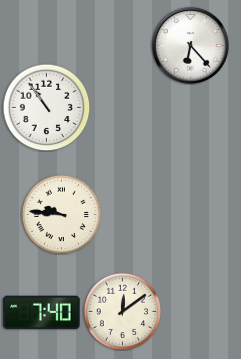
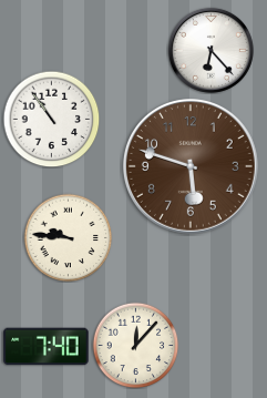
clock at (191, 166): none -> 5:48
clock at (122, 311): 12:09 -> 12:07
